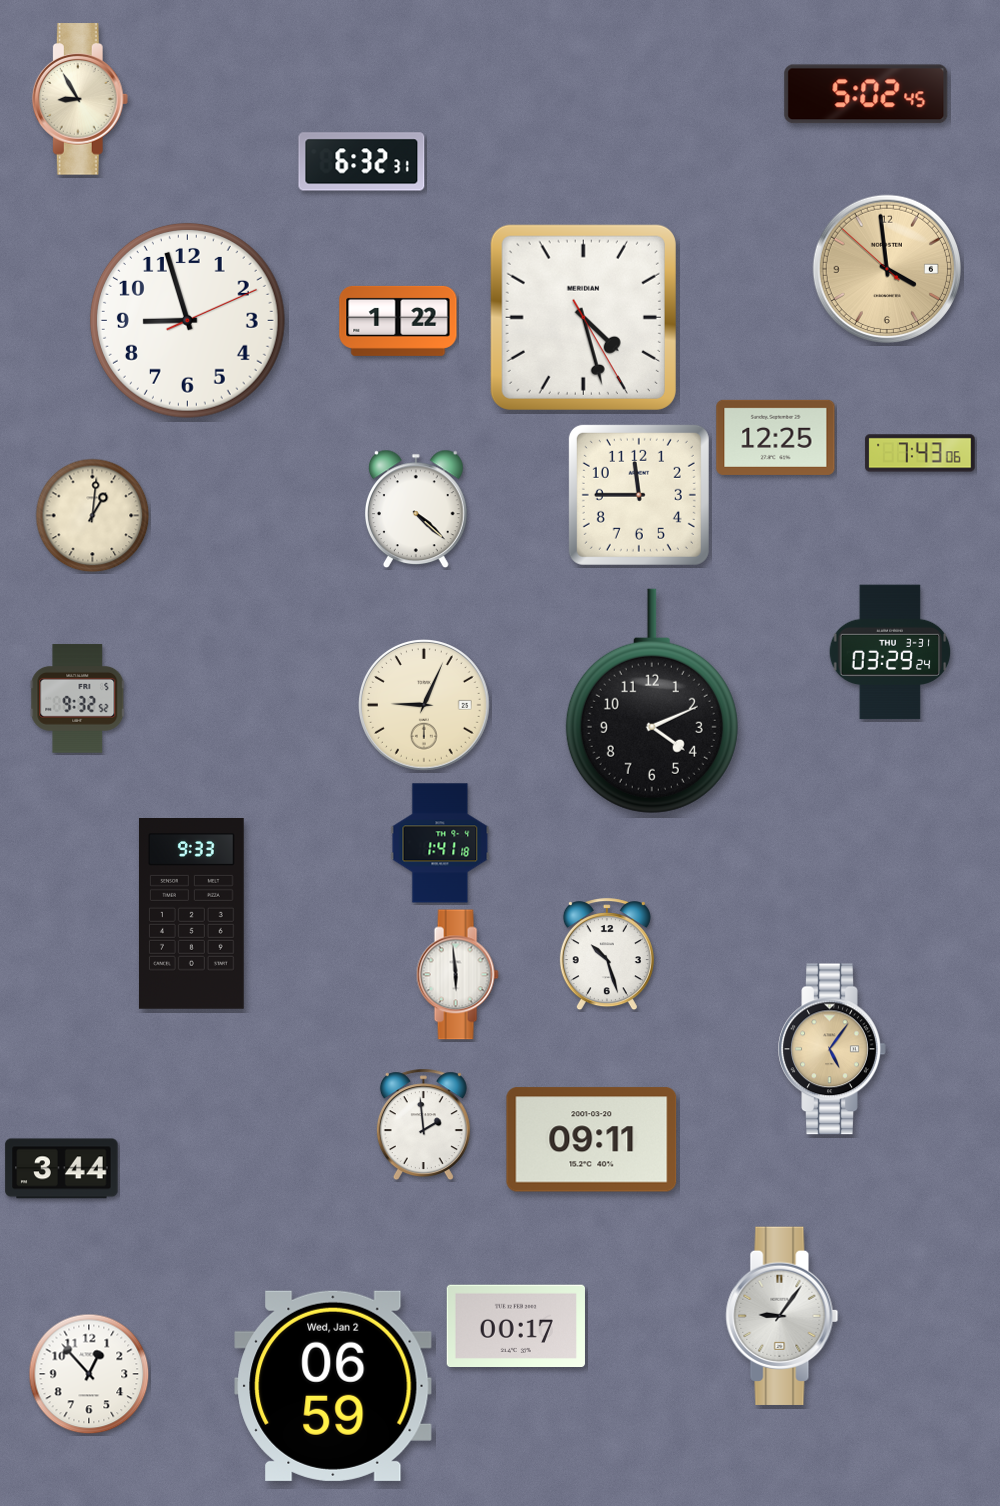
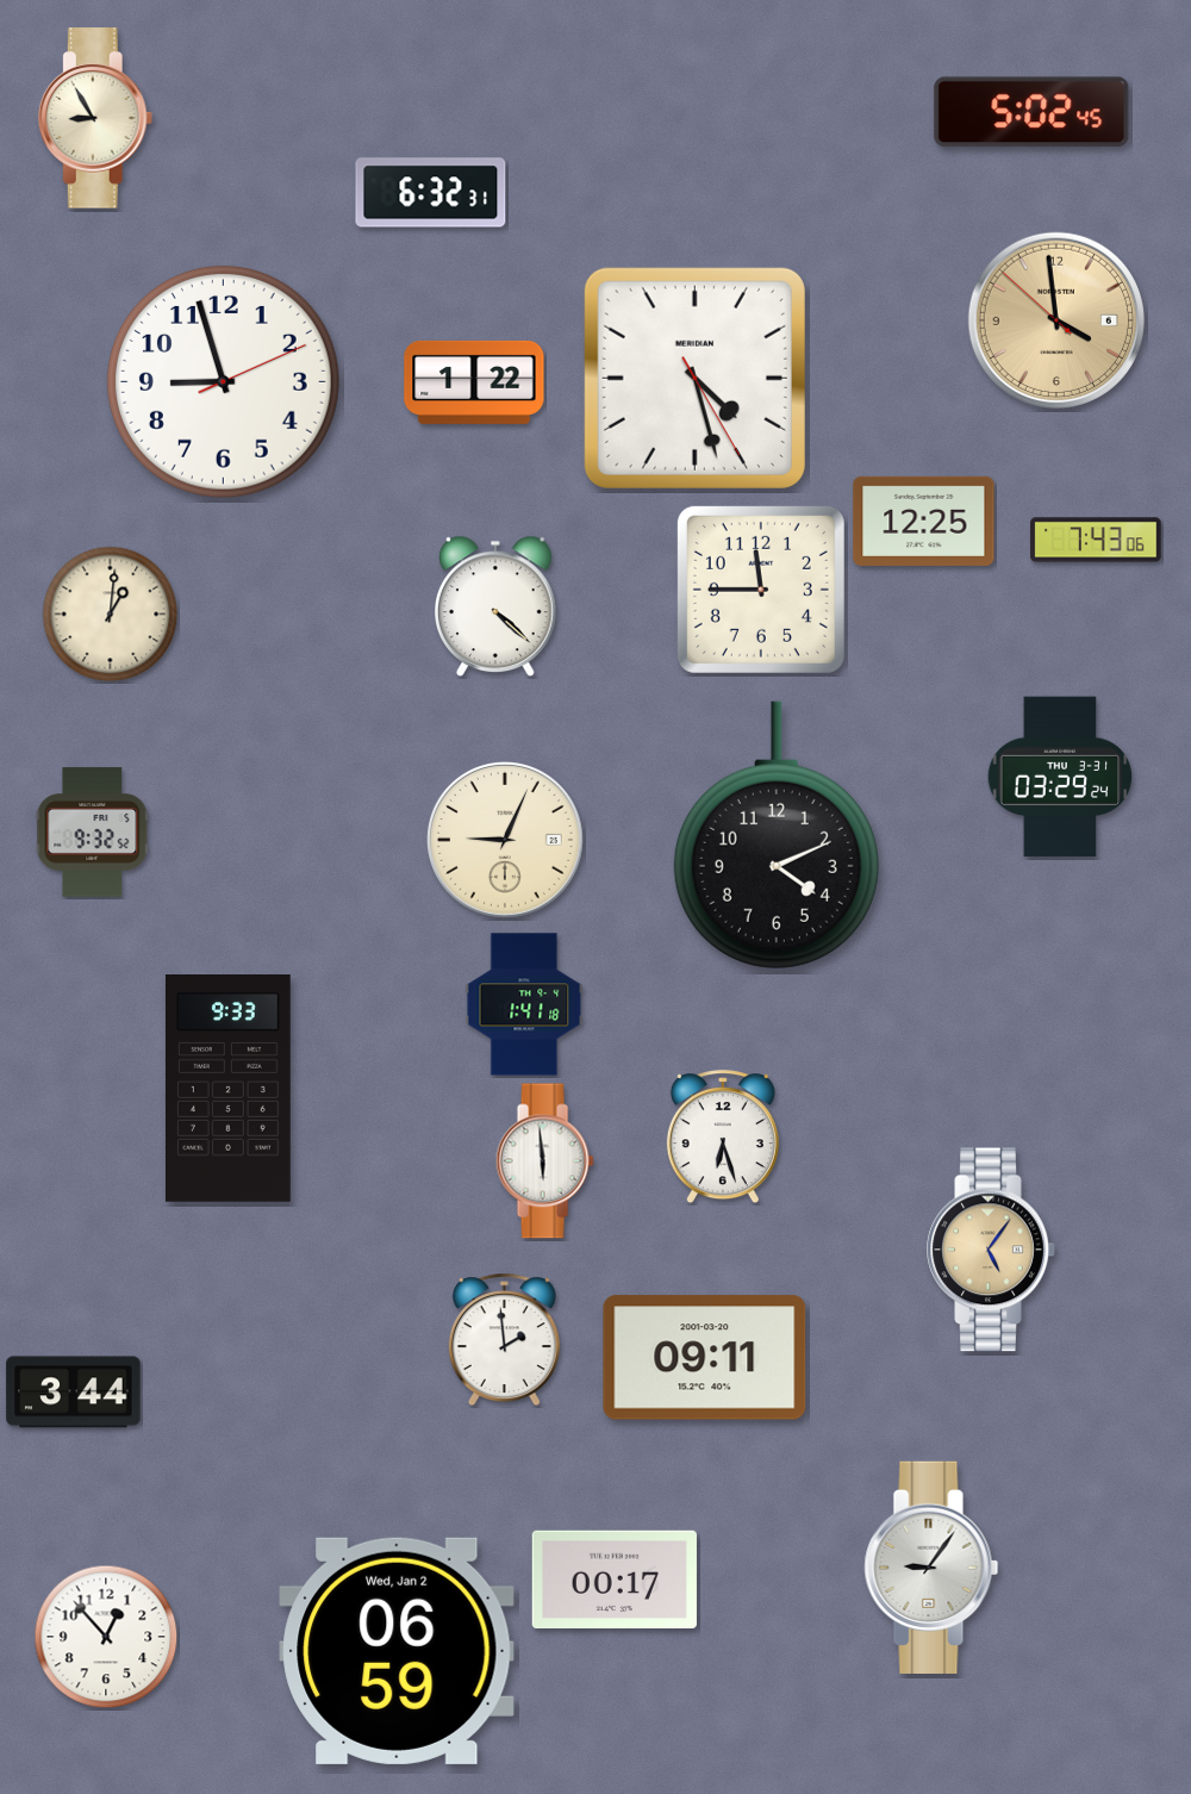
clock at (607, 955): 10:27 -> 6:27
